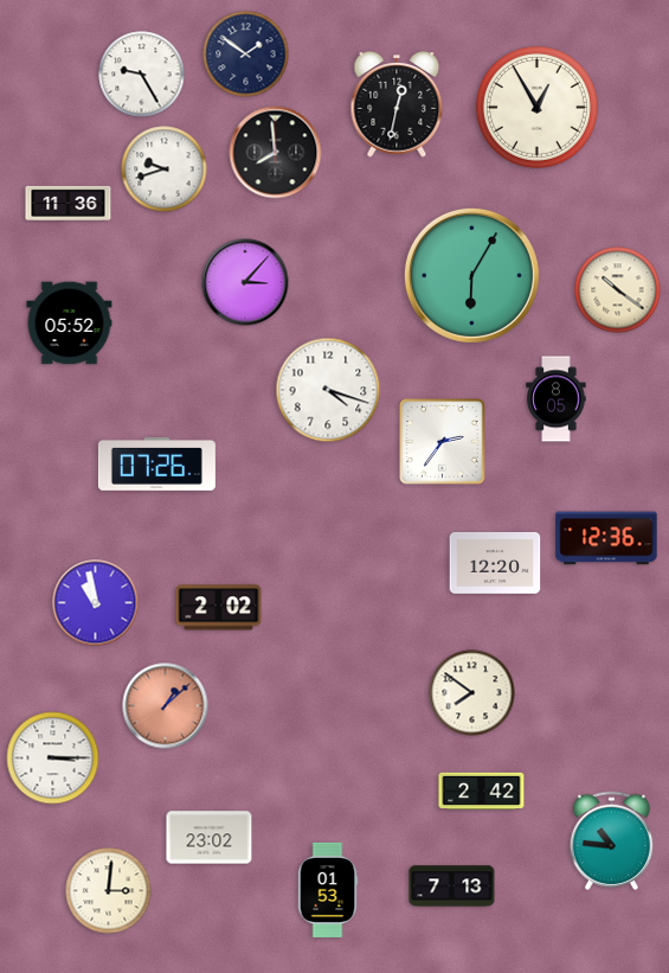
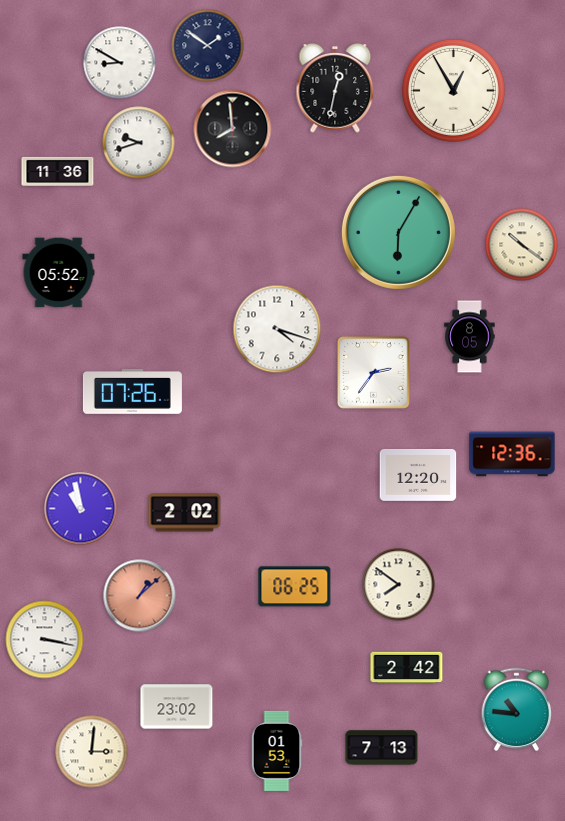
clock at (142, 75): 9:25 -> 8:50
clock at (245, 282): 3:07 -> none
clock at (295, 587): none -> 06:25
clock at (53, 758): 3:15 -> 3:17
